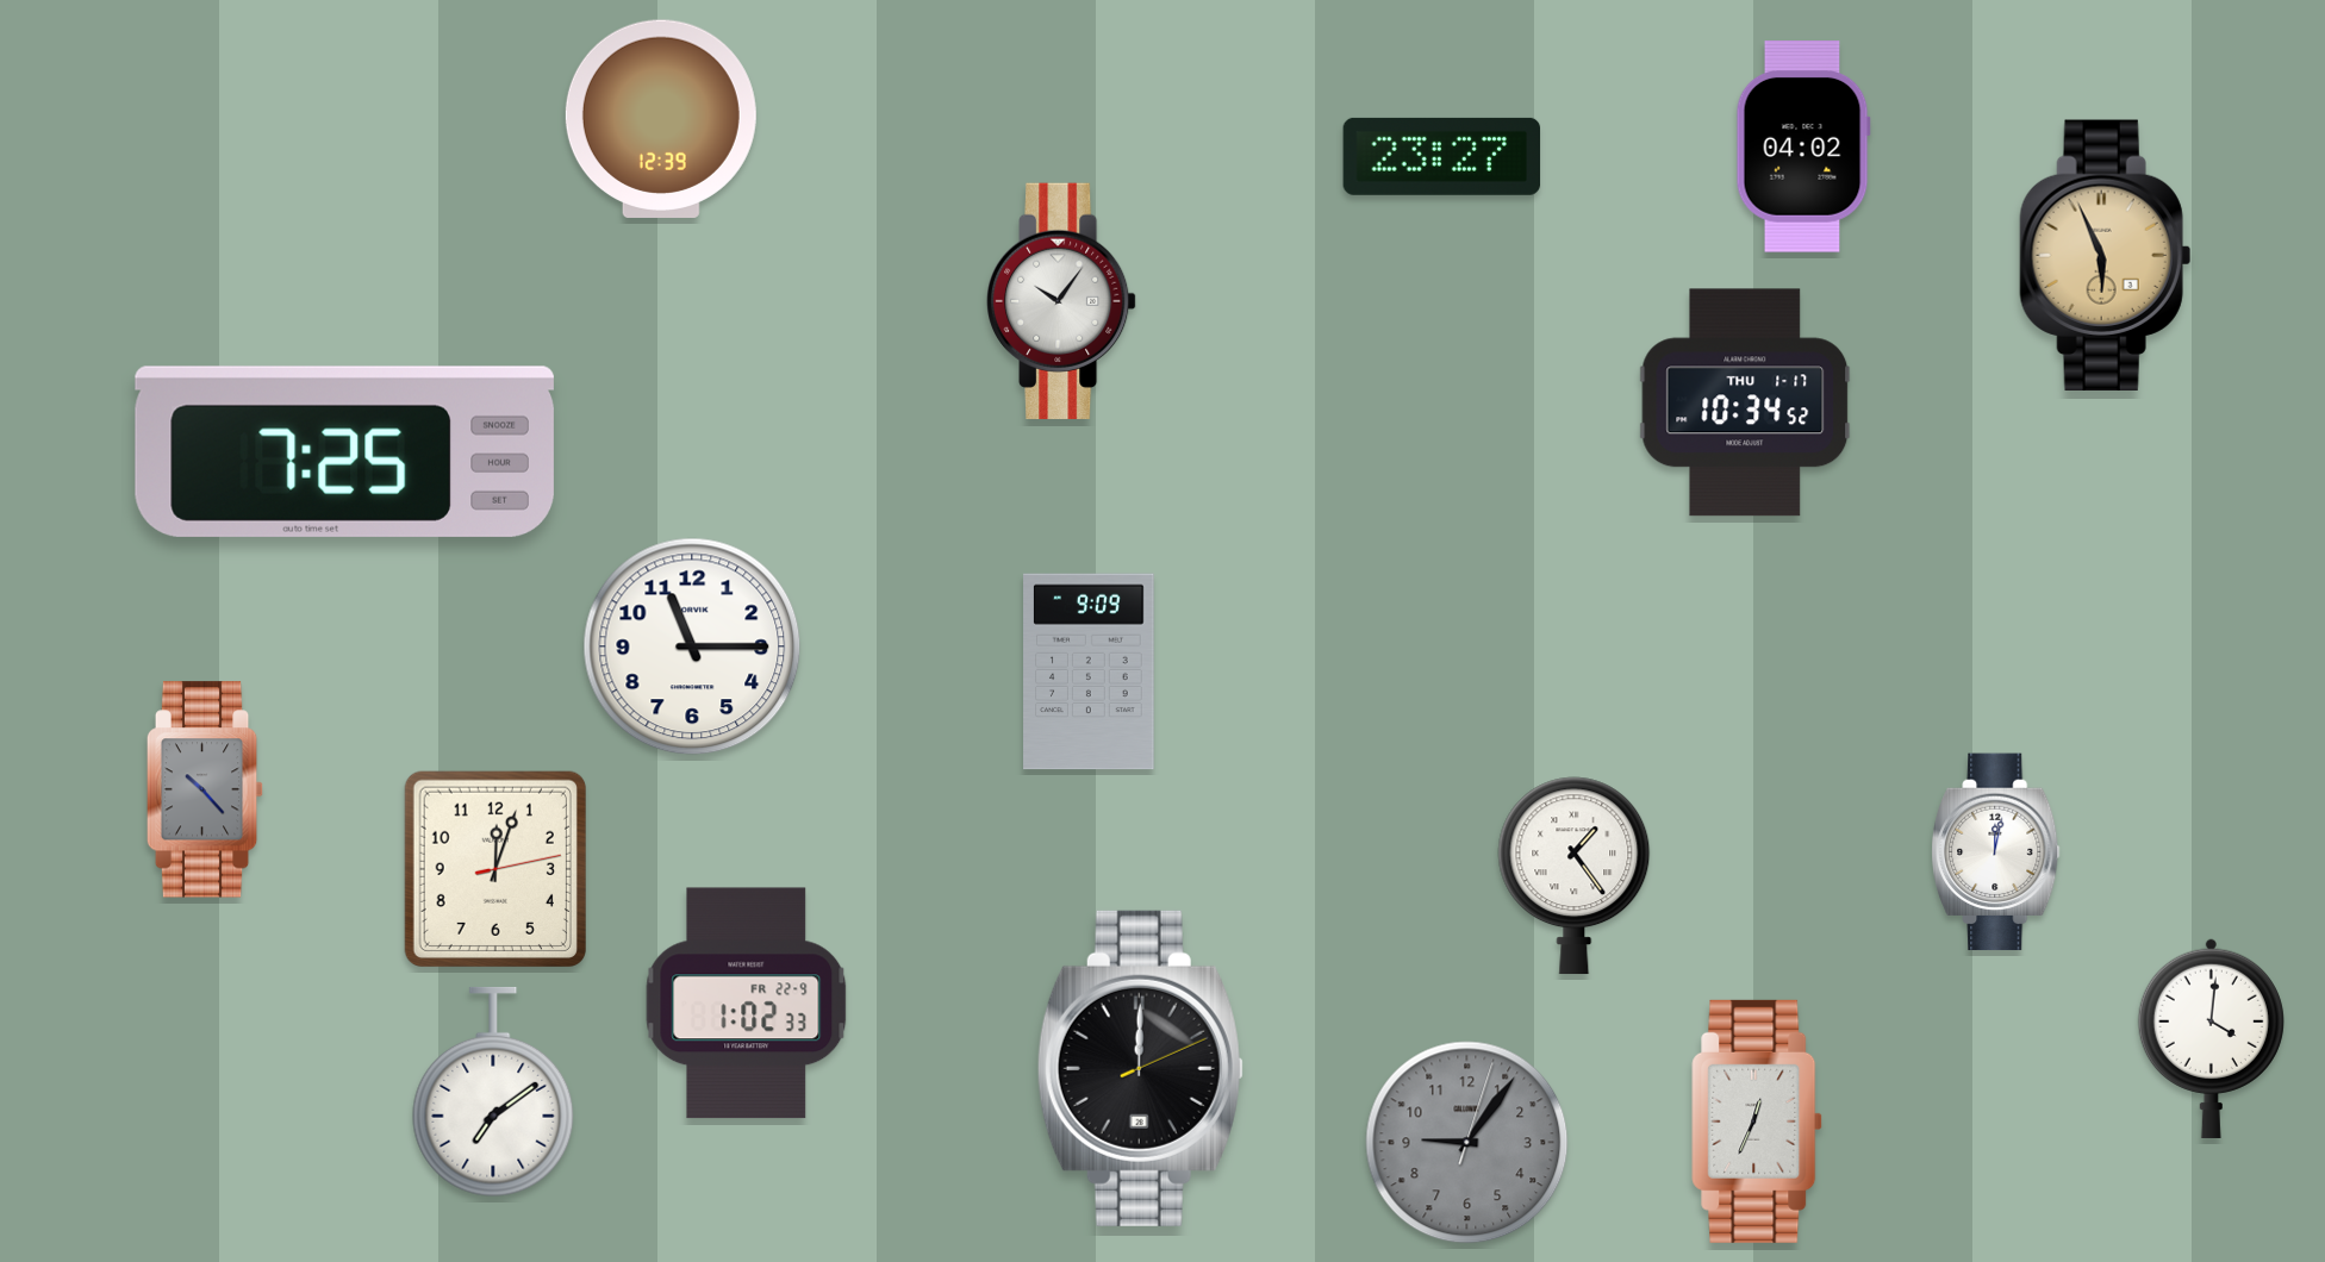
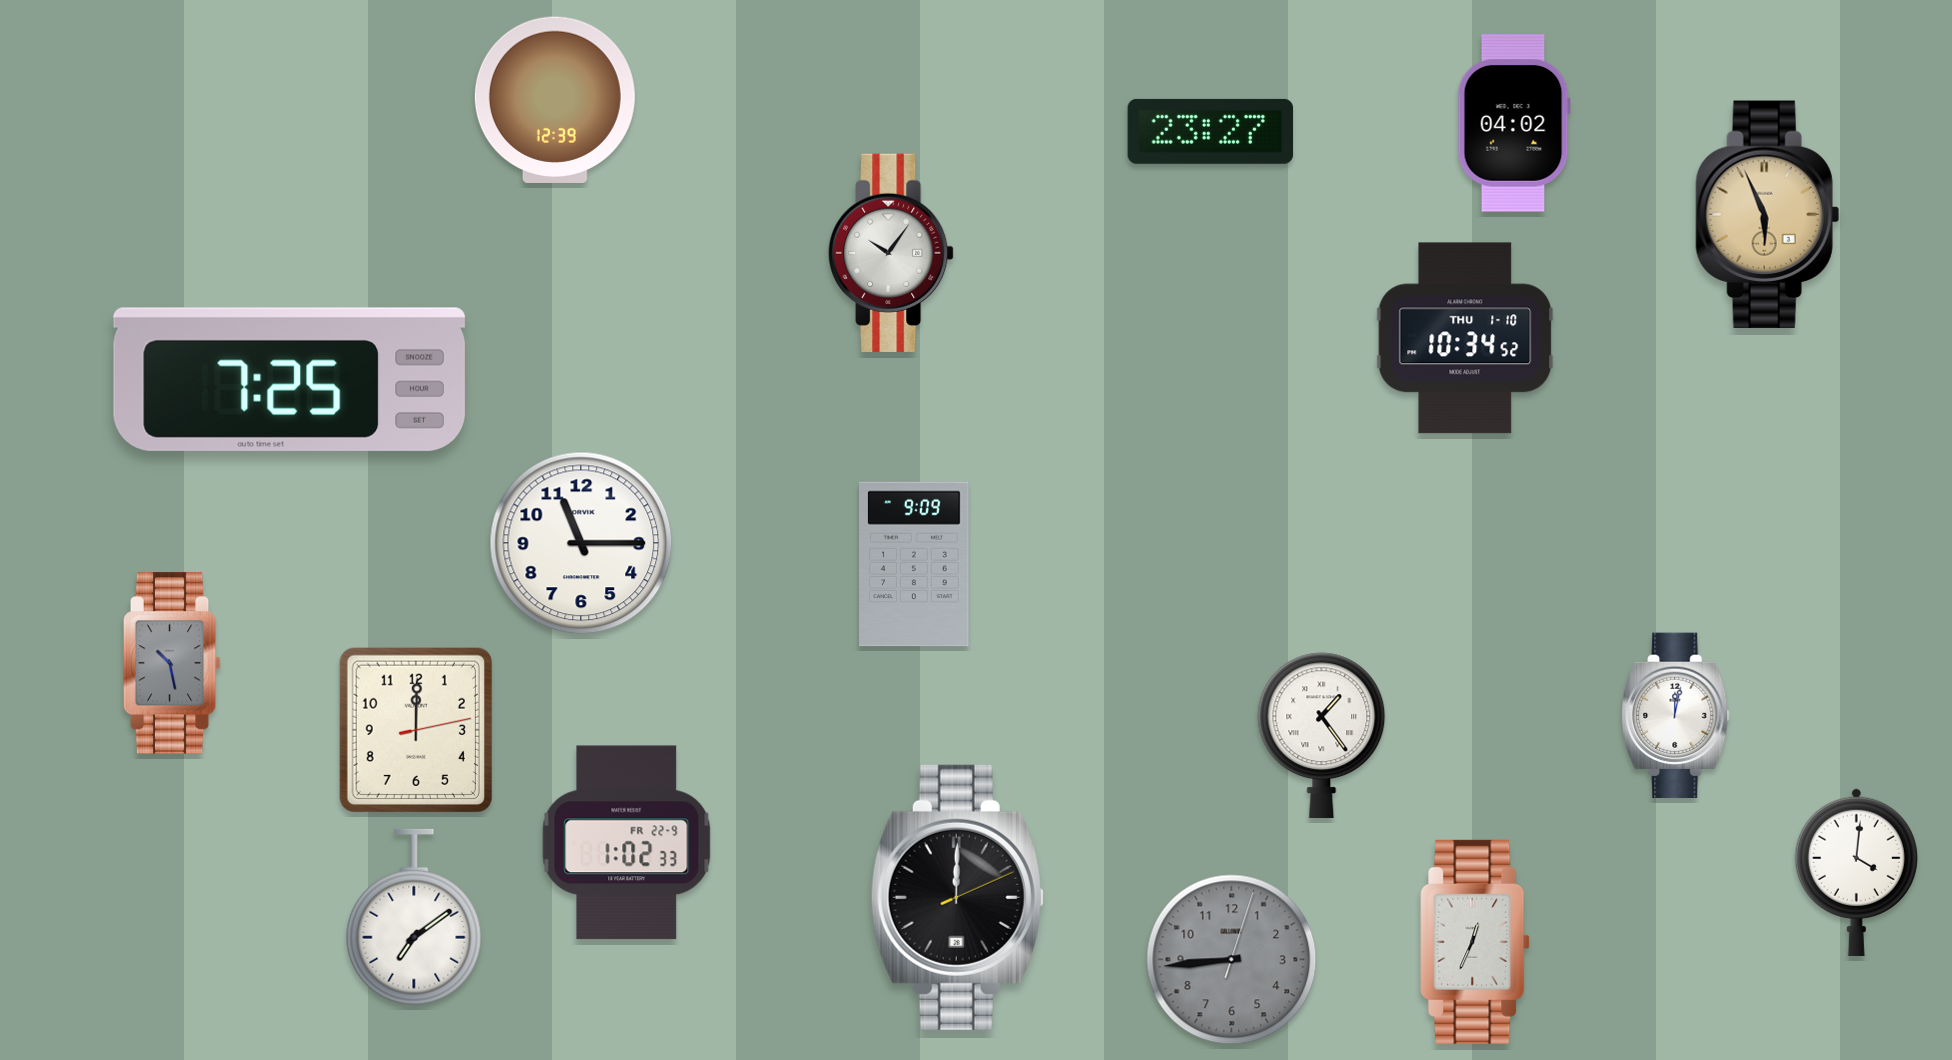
clock at (1745, 402) date: THU 1-17 -> THU 1-10
clock at (205, 789): 10:23 -> 10:28
clock at (495, 869): 12:03 -> 12:00
clock at (1467, 1143): 9:06 -> 8:44
